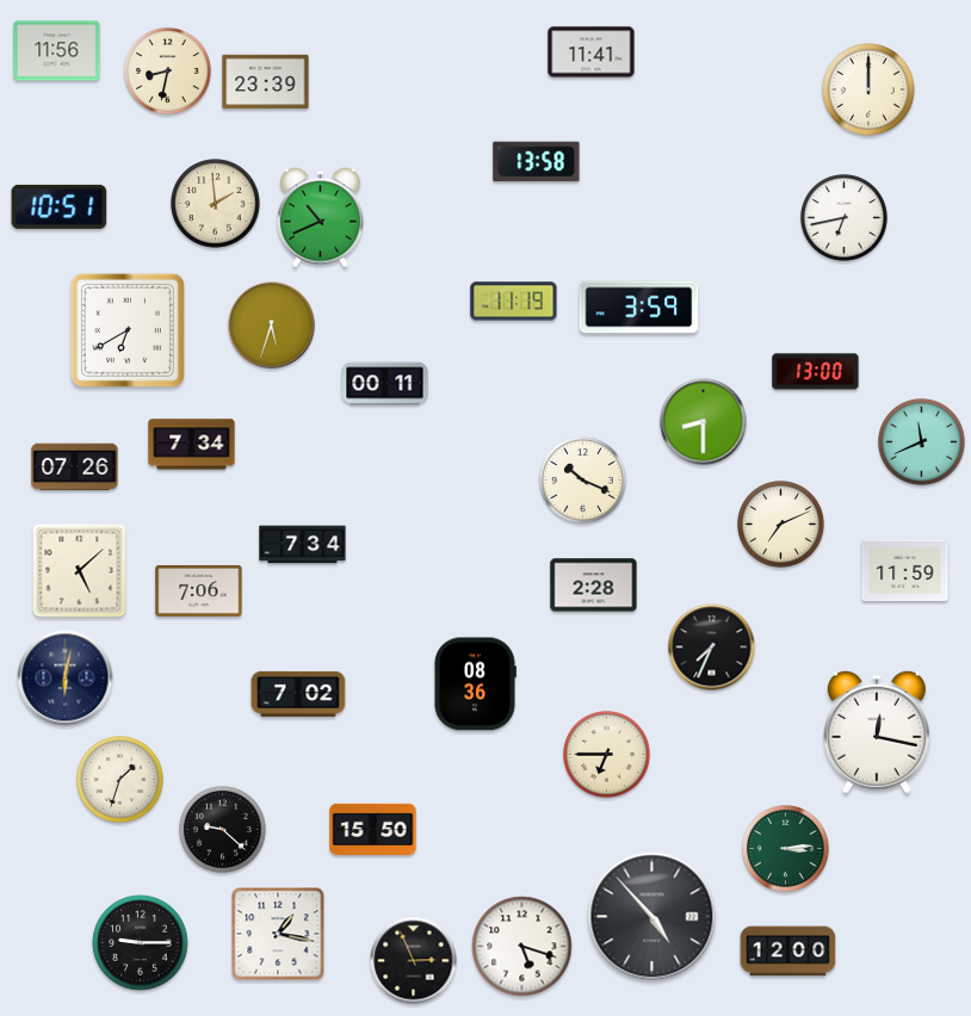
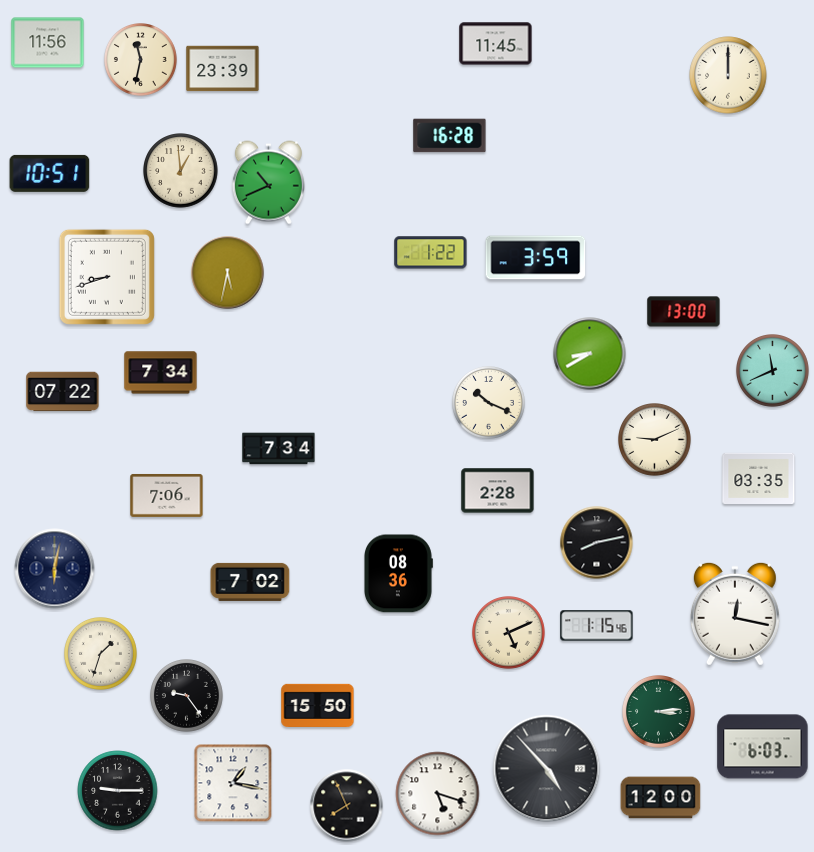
clock at (592, 52): 11:41 -> 11:45
clock at (168, 72): 8:32 -> 11:32
clock at (537, 162): 13:58 -> 16:28
clock at (216, 204): 1:59 -> 12:59
clock at (845, 218): 6:43 -> none
clock at (514, 302): 11:19 -> 1:22
clock at (272, 326): 5:33 -> 5:32
clock at (128, 330): 6:40 -> 8:42
clock at (385, 384): 00:11 -> none
clock at (704, 422): 8:30 -> 8:40
clock at (75, 467): 07:26 -> 07:22
clock at (781, 525): 7:11 -> 9:11
clock at (303, 545) position: (303, 545) -> (279, 449)
clock at (905, 570): 11:59 -> 03:35
clock at (80, 571): 5:08 -> none
clock at (712, 648): 7:34 -> 8:13
clock at (597, 626): none -> 1:15
clock at (607, 755): 6:45 -> 5:11
clock at (373, 829) position: (373, 829) -> (318, 705)
clock at (223, 830): 9:22 -> 9:24
clock at (763, 747): none -> 6:03
clock at (414, 961): 2:56 -> 7:56
